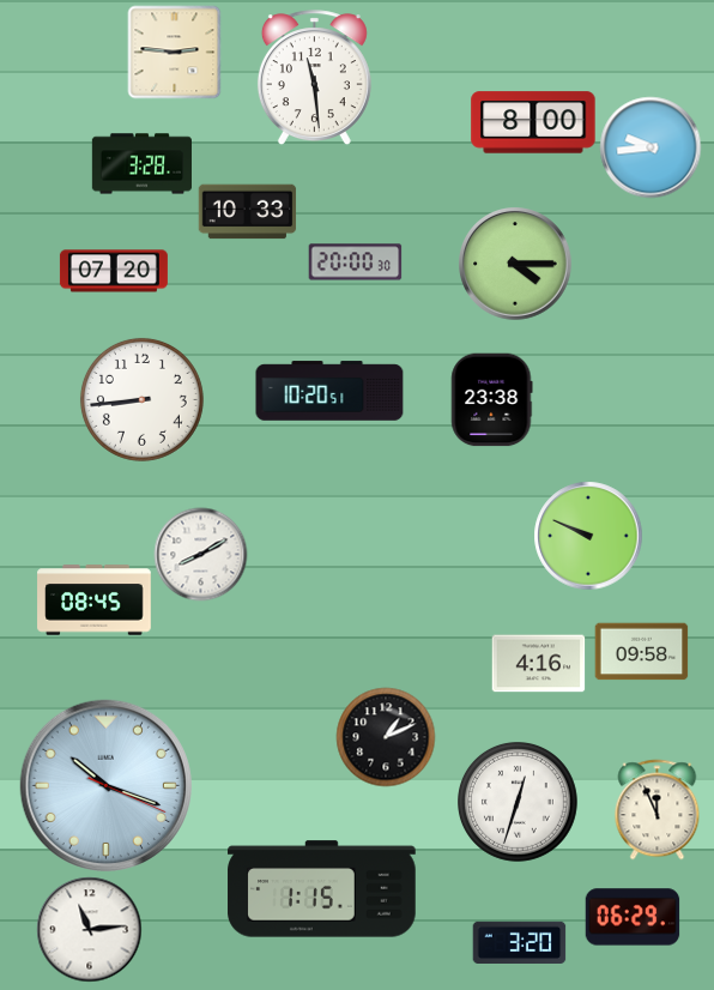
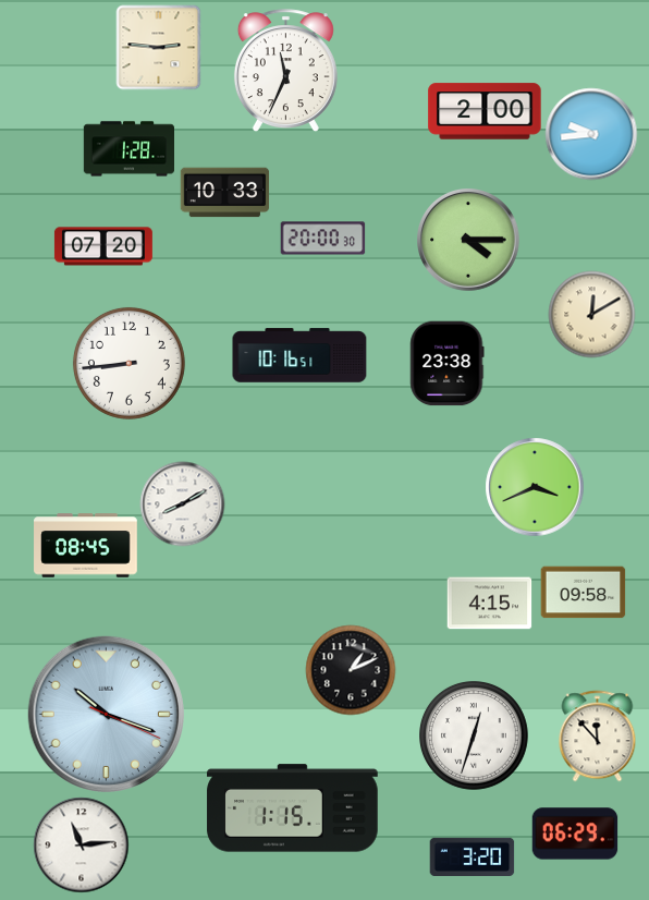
clock at (314, 78): 11:29 -> 11:34
clock at (533, 122): 8:00 -> 2:00
clock at (141, 164): 3:28 -> 1:28
clock at (591, 314): none -> 12:10
clock at (329, 391): 10:20 -> 10:16
clock at (588, 536): 9:49 -> 3:41
clock at (538, 664): 4:16 -> 4:15
clock at (105, 785) position: (105, 785) -> (106, 714)
clock at (519, 803) position: (519, 803) -> (475, 737)
clock at (658, 809): 11:56 -> 11:53
